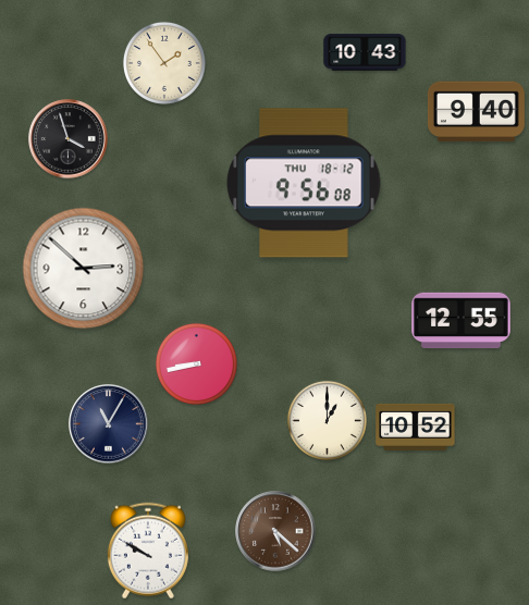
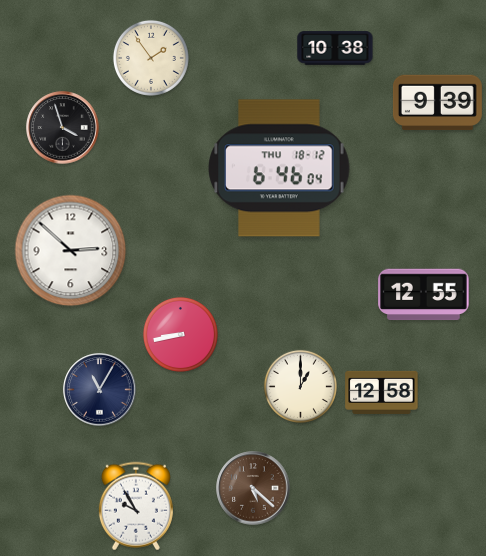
clock at (365, 52): 10:43 -> 10:38
clock at (476, 112): 9:40 -> 9:39
clock at (304, 183): 9:56 -> 6:46
clock at (84, 269) position: (84, 269) -> (71, 251)
clock at (416, 427): 10:52 -> 12:58
clock at (148, 551): 9:50 -> 9:55
